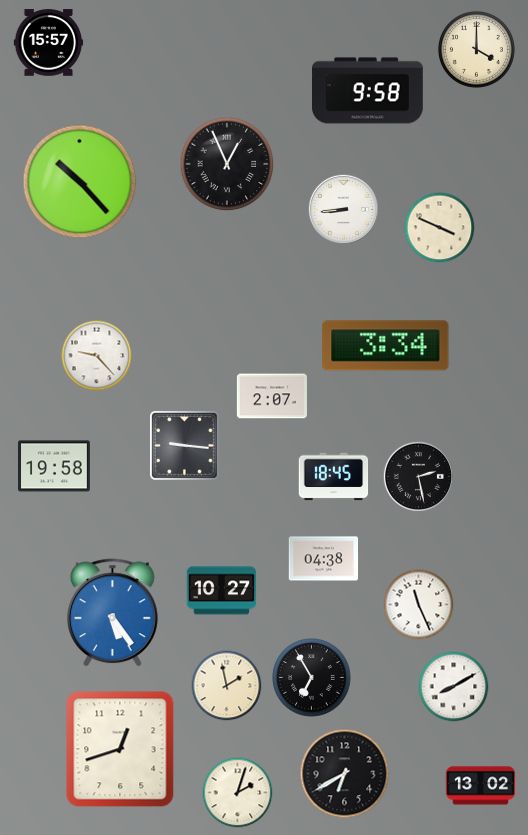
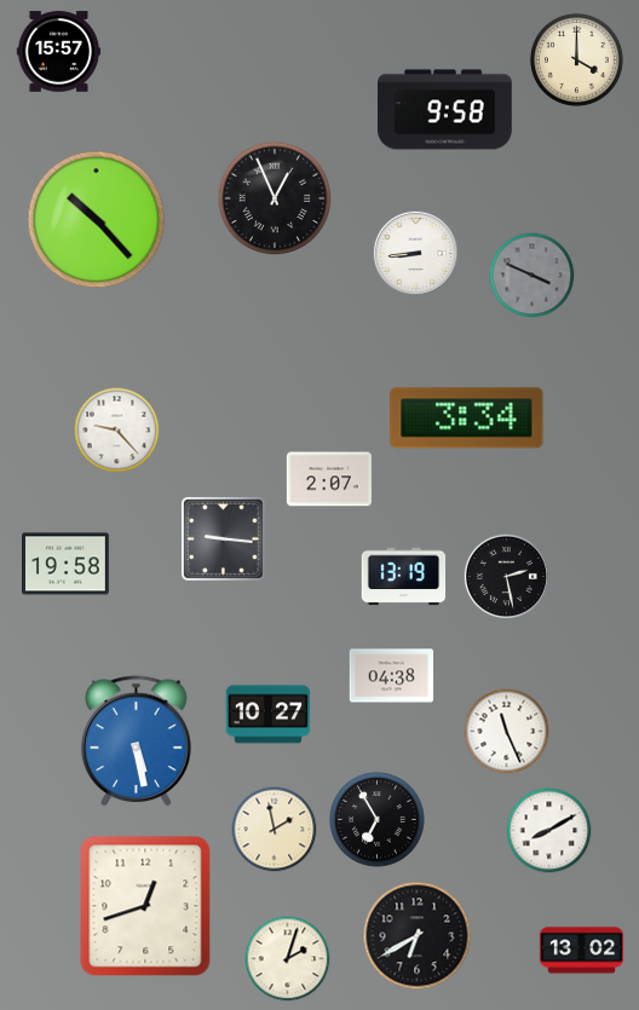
clock at (440, 228) dial: cream -> grey
clock at (334, 477): 18:45 -> 13:19
clock at (112, 613): 5:24 -> 5:28
